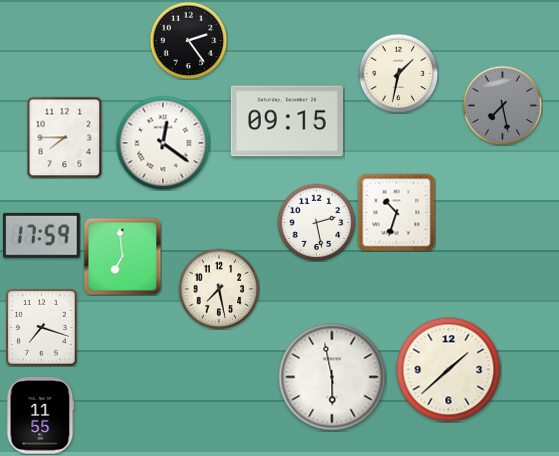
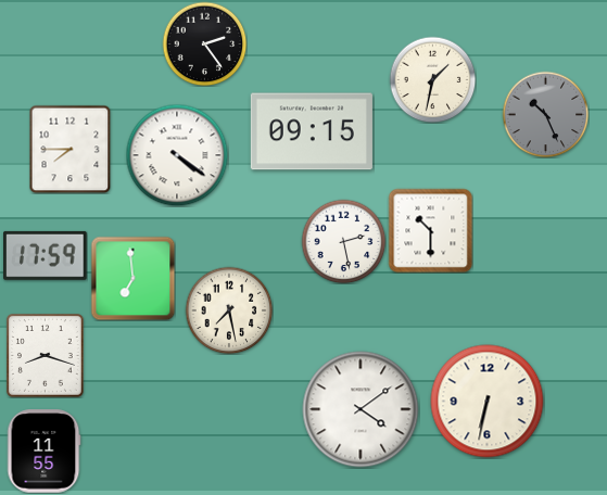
clock at (502, 105): 7:28 -> 10:26
clock at (163, 143): 12:21 -> 4:21
clock at (396, 212): 10:33 -> 10:30
clock at (219, 289) position: (219, 289) -> (229, 310)
clock at (41, 328): 7:18 -> 8:18
clock at (449, 370): 1:38 -> 6:32
clock at (332, 377): 5:58 -> 4:09
